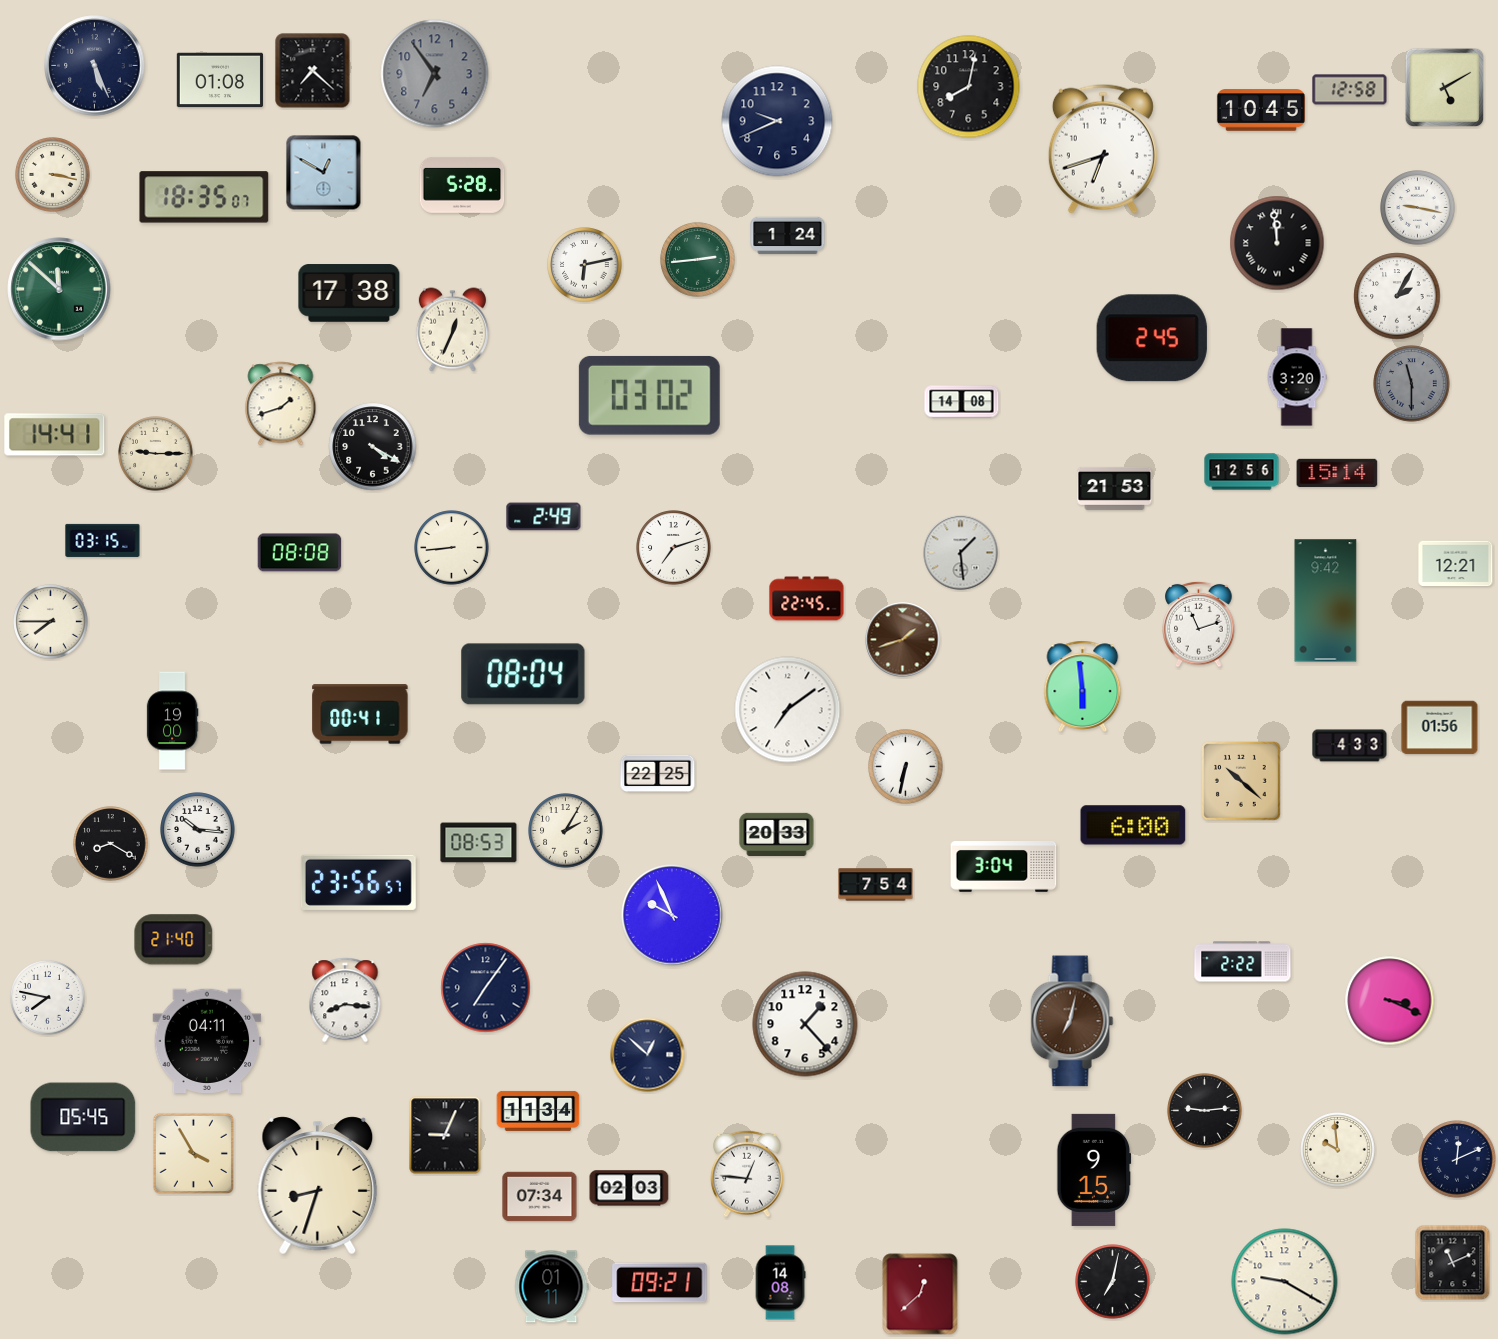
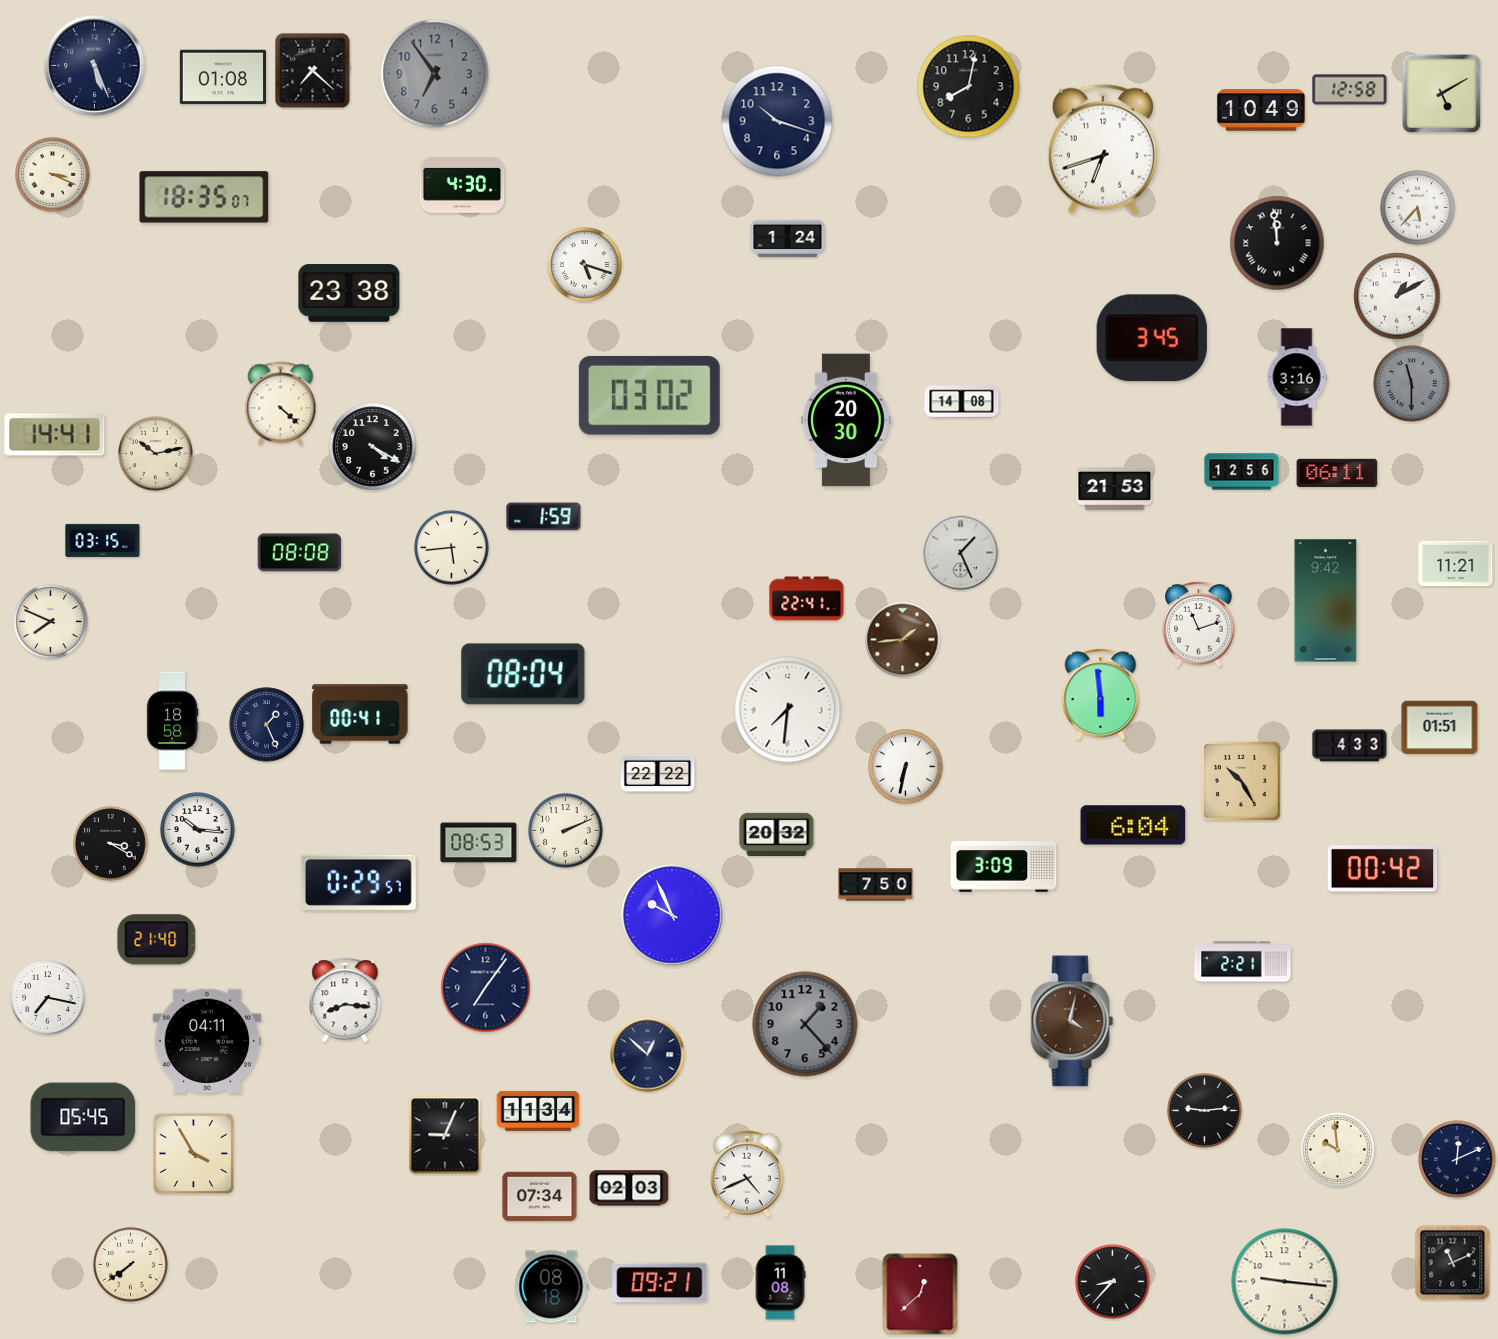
clock at (220, 80) position: (220, 80) -> (223, 77)
clock at (1445, 88) position: (1445, 88) -> (1442, 94)
clock at (1261, 110): 10:45 -> 10:49
clock at (777, 121): 9:41 -> 10:18
clock at (324, 173): 12:50 -> none
clock at (53, 175): 3:17 -> 3:19
clock at (462, 185): 5:28 -> 4:30
clock at (1418, 208): 9:17 -> 5:37
clock at (788, 236) position: (788, 236) -> (788, 239)
clock at (698, 260): 2:44 -> none
clock at (585, 265): 6:13 -> 5:18
clock at (59, 289): 11:52 -> none
clock at (349, 293): 17:38 -> 23:38
clock at (1397, 296): 2:05 -> 1:10
clock at (452, 330): 12:34 -> none
clock at (1152, 338): 2:45 -> 3:45
clock at (1297, 377): 3:20 -> 3:16
clock at (281, 404): 1:42 -> 4:22
clock at (847, 420): none -> 20:30
clock at (156, 454): 9:15 -> 10:13
clock at (1337, 473): 15:14 -> 06:11
clock at (544, 517): 2:49 -> 1:59
clock at (452, 548): 8:44 -> 5:44
clock at (674, 548): 7:12 -> none
clock at (961, 553): 1:29 -> 1:26
clock at (1456, 564): 12:21 -> 11:21
clock at (807, 599): 22:45 -> 22:41
clock at (51, 622): 7:45 -> 7:49
clock at (903, 640): 1:42 -> 1:44
clock at (1083, 686) position: (1083, 686) -> (1101, 694)
clock at (788, 710): 7:09 -> 7:31
clock at (172, 721): 19:00 -> 18:58
clock at (267, 725): none -> 1:26
clock at (1440, 728): 01:56 -> 01:51
clock at (658, 774): 22:25 -> 22:22
clock at (1241, 781): 10:22 -> 10:25
clock at (1133, 825): 6:00 -> 6:04
clock at (566, 831): 2:05 -> 2:11
clock at (777, 834): 20:33 -> 20:32
clock at (111, 844): 8:20 -> 3:20
clock at (1004, 867): 3:04 -> 3:09
clock at (1383, 869): none -> 00:42
clock at (358, 882): 23:56 -> 0:29
clock at (876, 885): 7:54 -> 7:50
clock at (174, 940) position: (174, 940) -> (157, 940)
clock at (1243, 962): 2:22 -> 2:21
clock at (48, 998): 7:47 -> 7:17
clock at (1390, 1001): 3:19 -> none
clock at (1072, 1021): 7:02 -> 4:02
clock at (805, 1024) dial: white -> grey
clock at (1094, 1170): 9:15 -> none
clock at (747, 1174): 12:46 -> 4:41
clock at (318, 1186): 8:33 -> none
clock at (131, 1265): none -> 7:39
clock at (1113, 1282): 7:02 -> 8:37
clock at (1285, 1282): 9:20 -> 9:16
clock at (780, 1283): 14:08 -> 11:08
clock at (551, 1287): 01:11 -> 08:18
